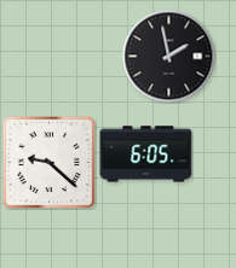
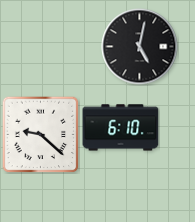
clock at (169, 57): 1:58 -> 5:02
clock at (146, 155): 6:05 -> 6:10
